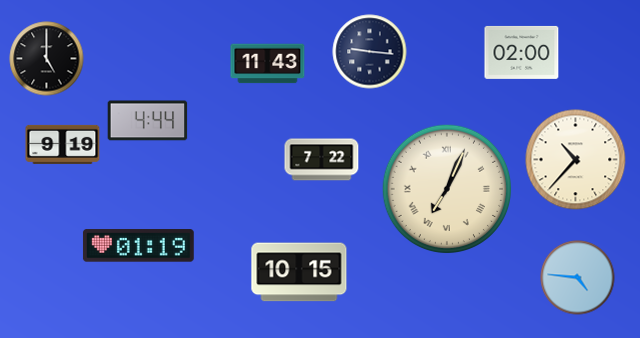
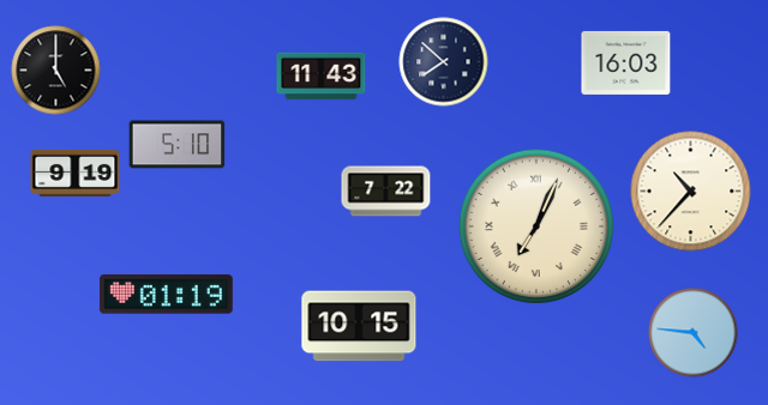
clock at (370, 52): 9:16 -> 7:52
clock at (522, 52): 02:00 -> 16:03
clock at (148, 121): 4:44 -> 5:10
